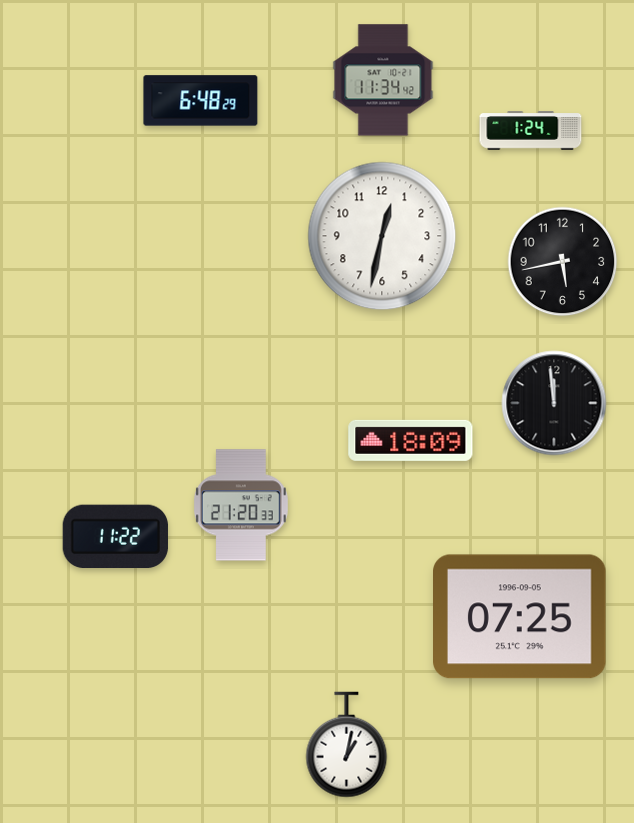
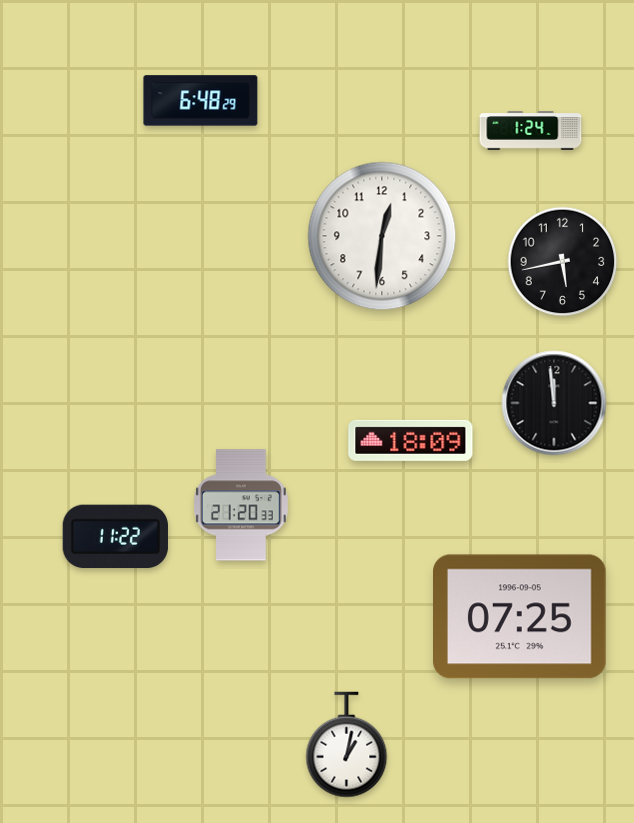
clock at (383, 80): 11:34 -> none
clock at (382, 236): 12:32 -> 12:31
